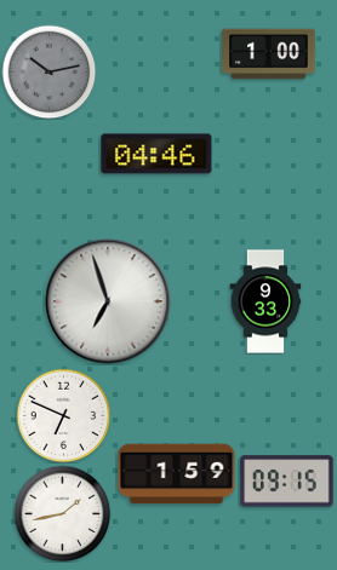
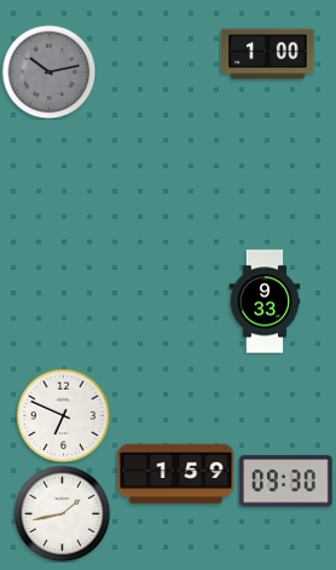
clock at (156, 154): 04:46 -> none
clock at (108, 301): 6:57 -> none
clock at (287, 482): 09:15 -> 09:30
